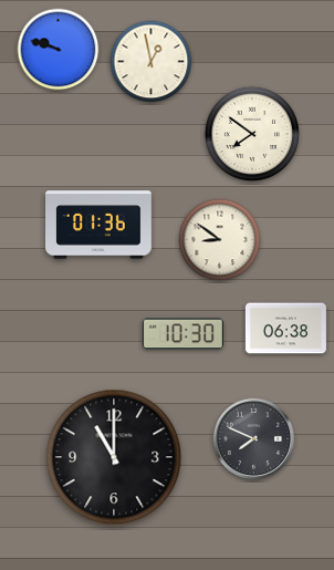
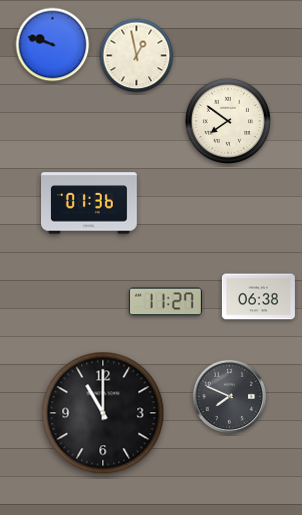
clock at (220, 240): 8:51 -> none
clock at (182, 334): 10:30 -> 11:27
